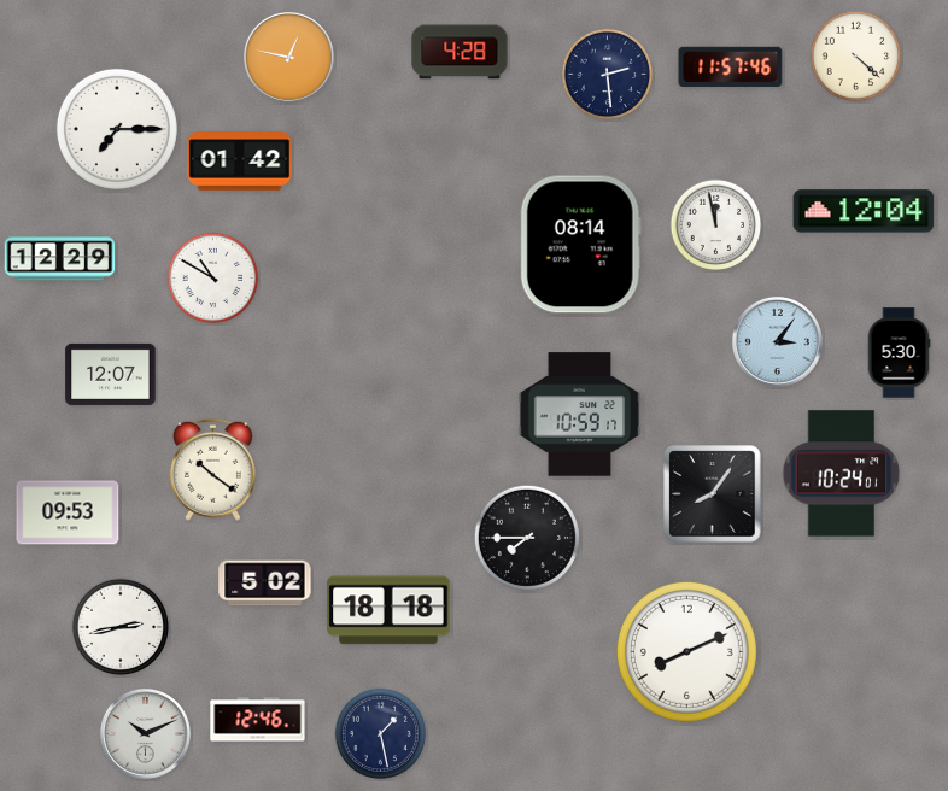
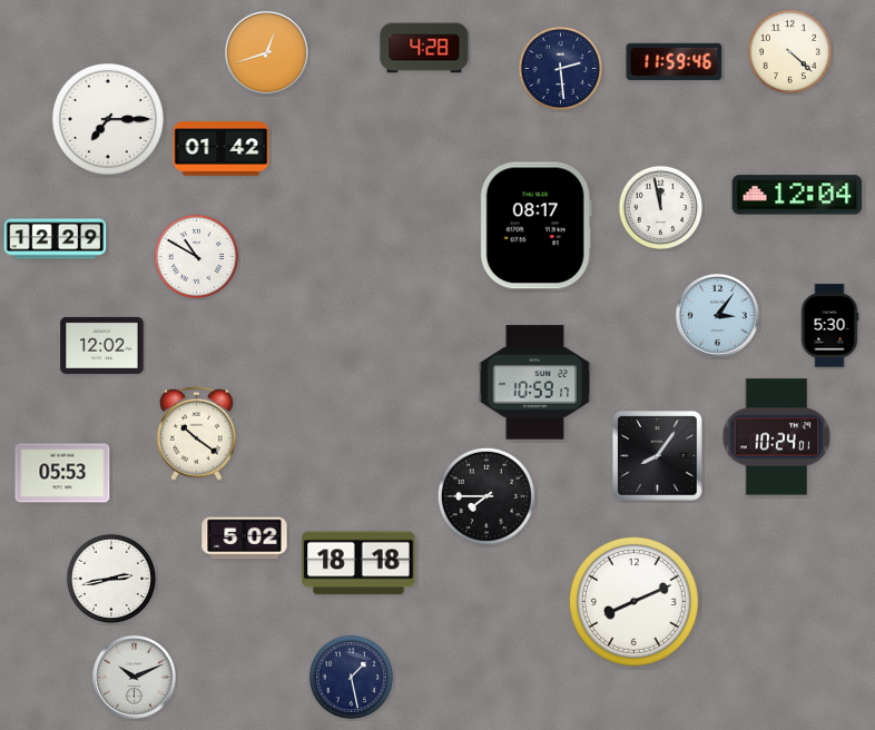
clock at (288, 57): 12:47 -> 12:42
clock at (731, 66): 11:57 -> 11:59
clock at (580, 245): 08:14 -> 08:17
clock at (111, 374): 12:07 -> 12:02
clock at (68, 512): 09:53 -> 05:53
clock at (258, 720): 12:46 -> none
